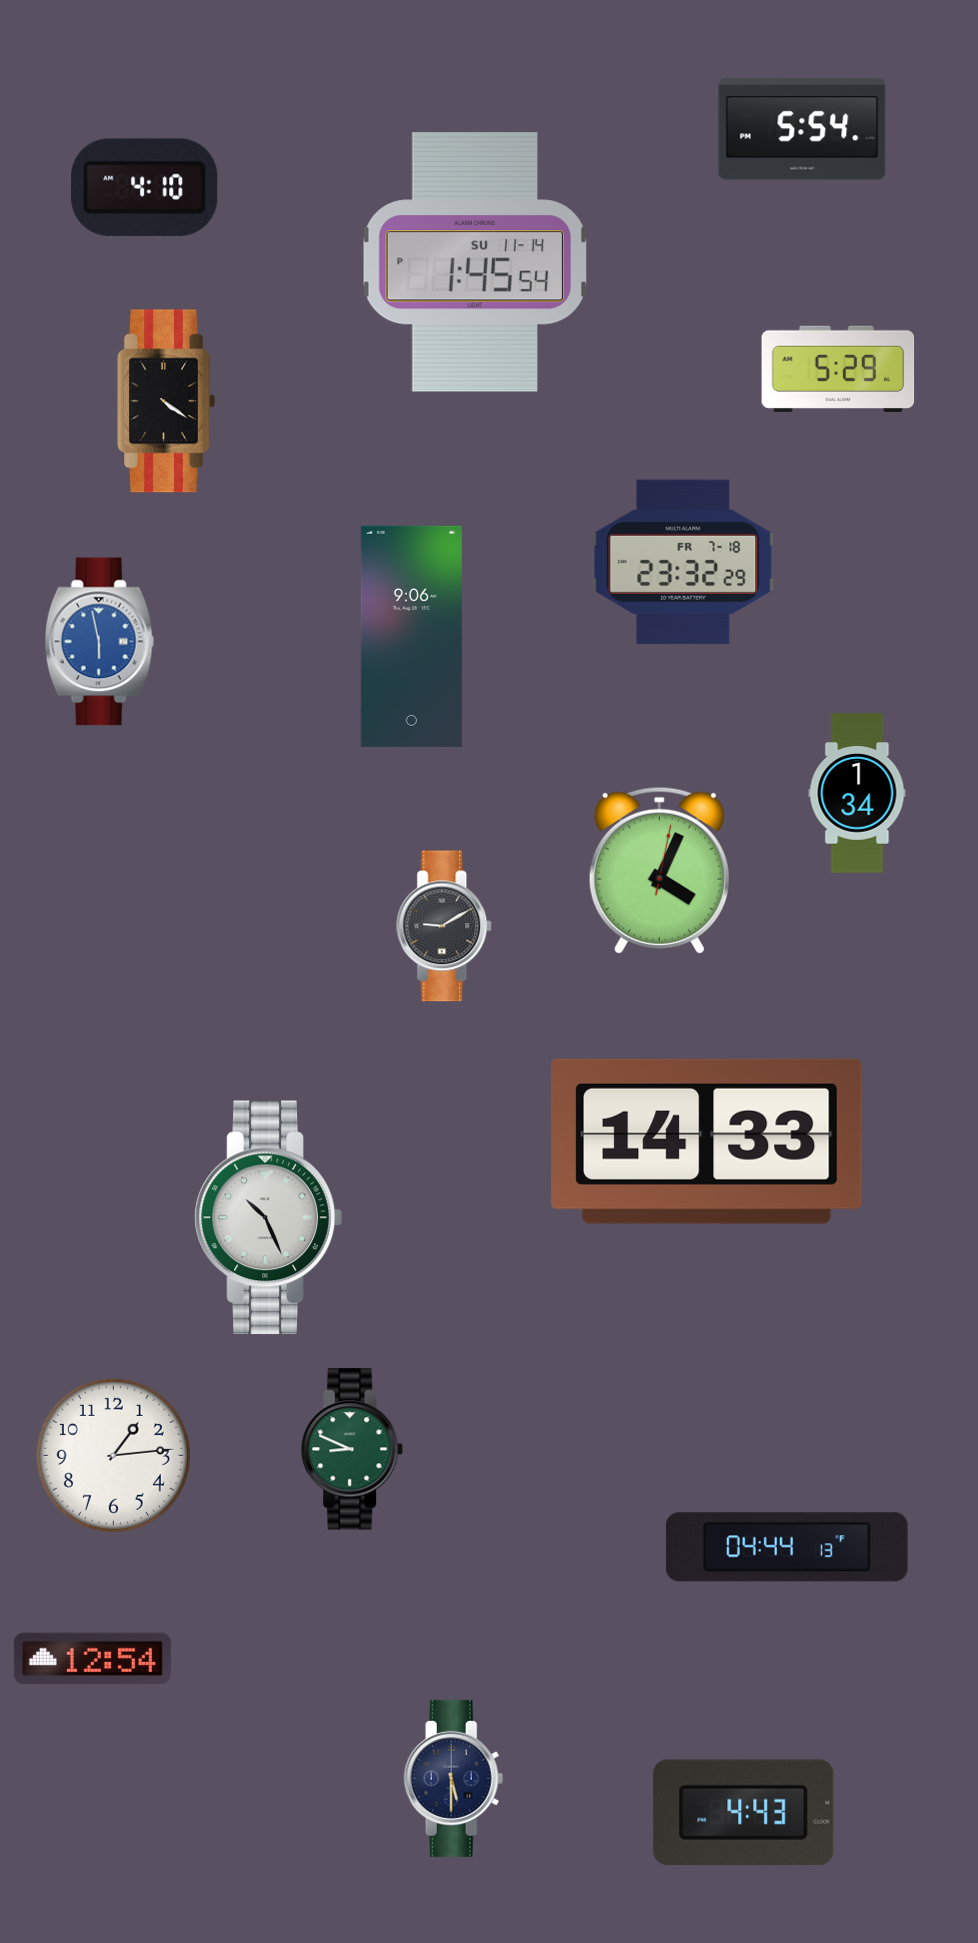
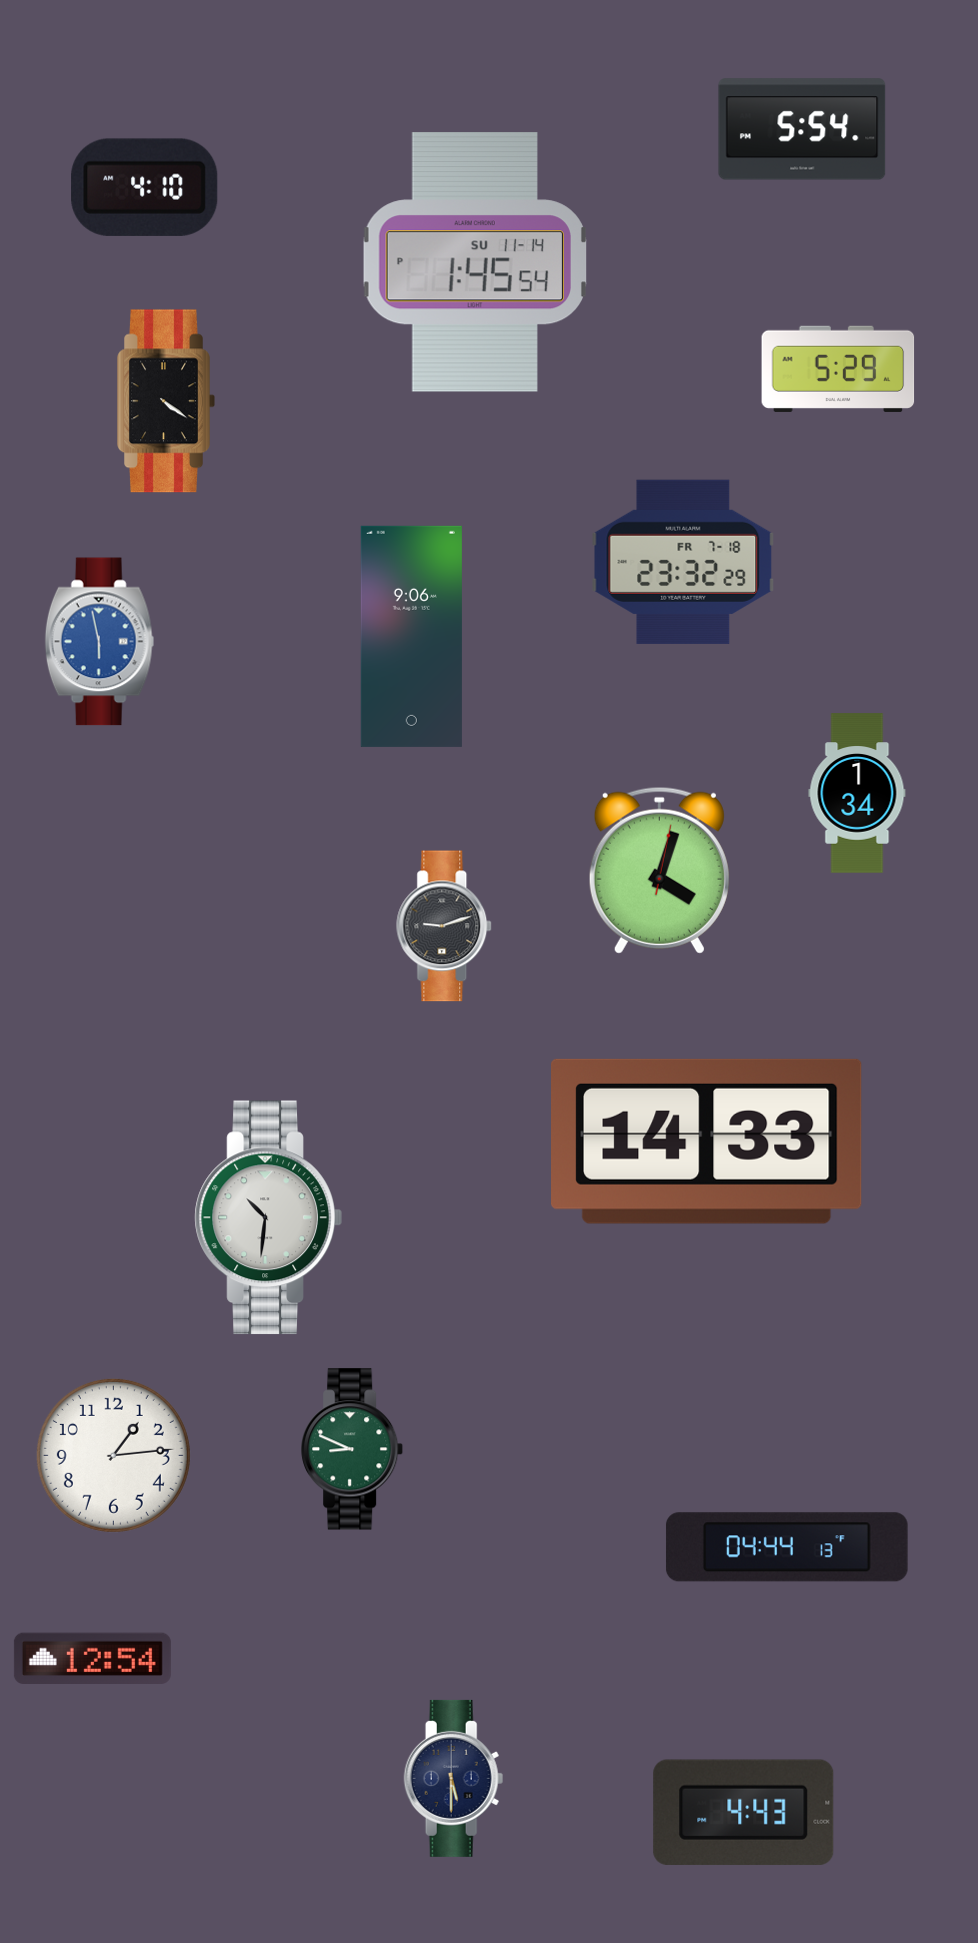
clock at (659, 870): 4:04 -> 4:03
clock at (445, 926): 9:10 -> 9:12
clock at (268, 1218): 10:26 -> 10:31
